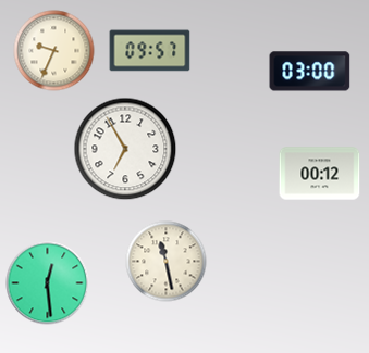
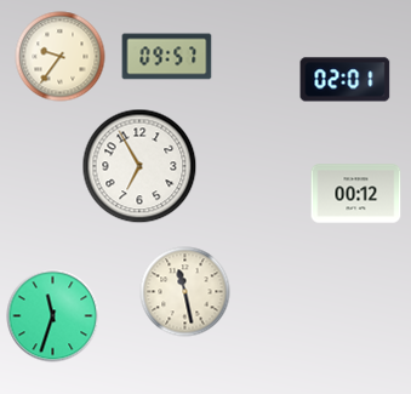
clock at (54, 51): 9:34 -> 9:36
clock at (310, 72): 03:00 -> 02:01
clock at (48, 283): 12:29 -> 11:33
